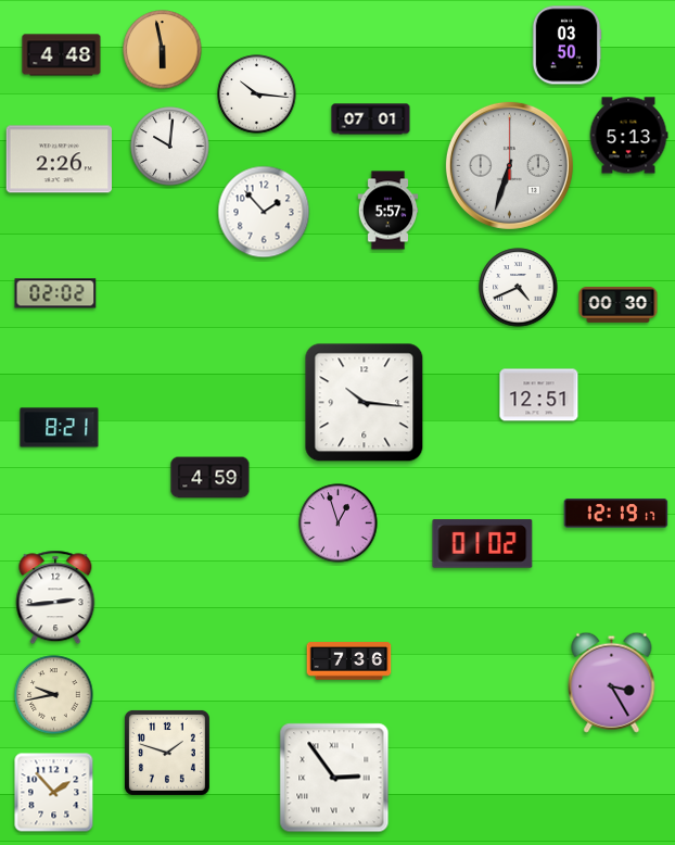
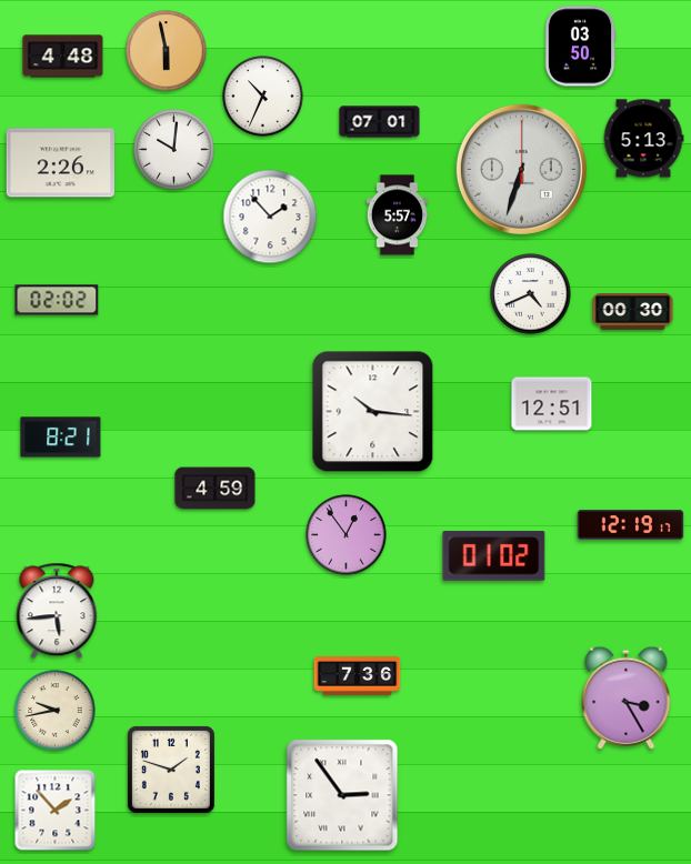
clock at (257, 94): 10:16 -> 10:34
clock at (339, 524): 12:57 -> 12:54
clock at (55, 597): 2:44 -> 5:44
